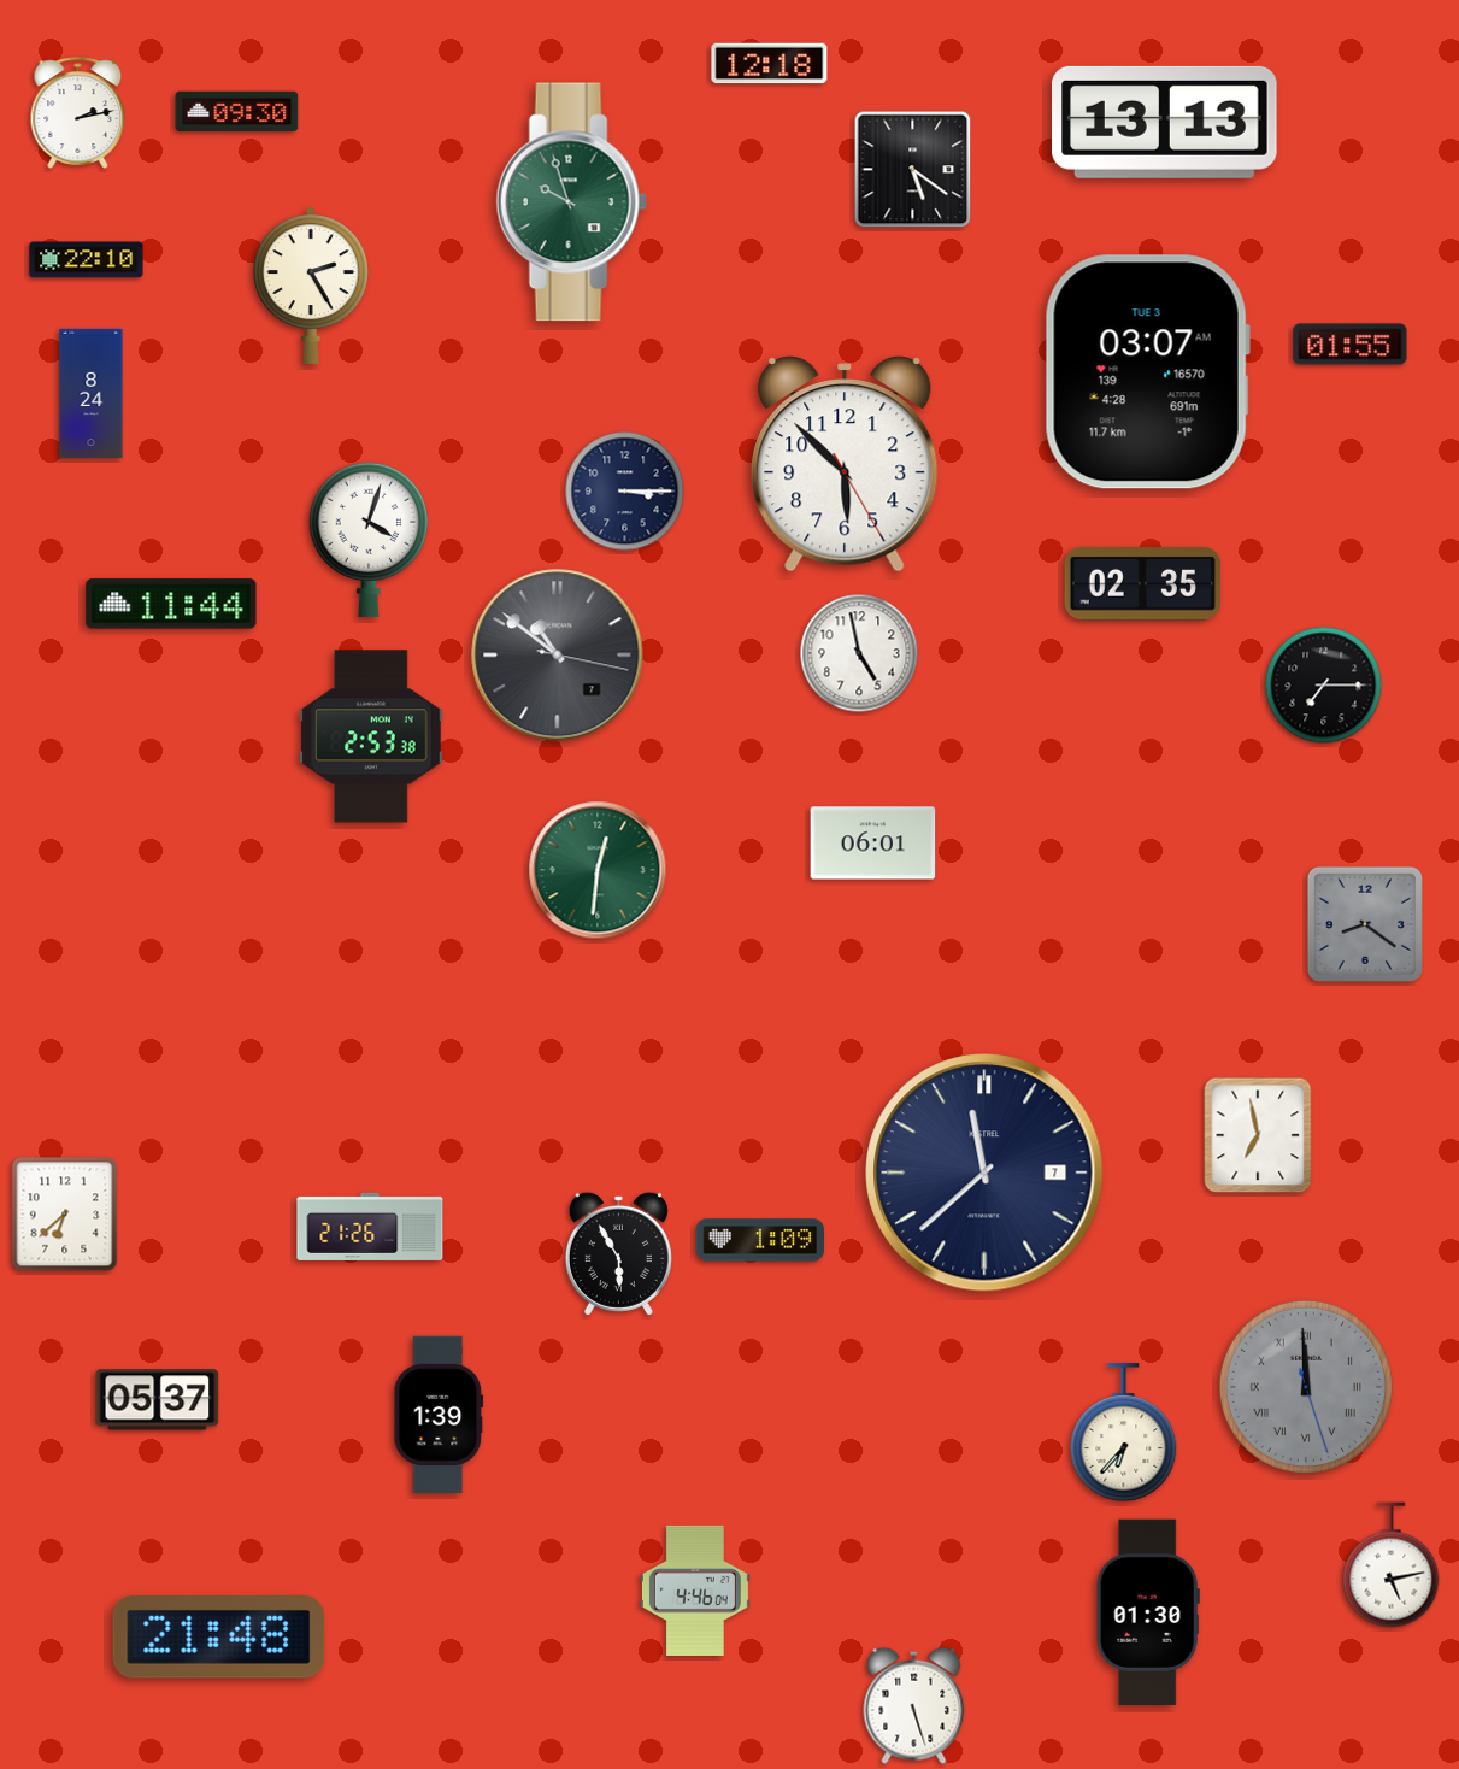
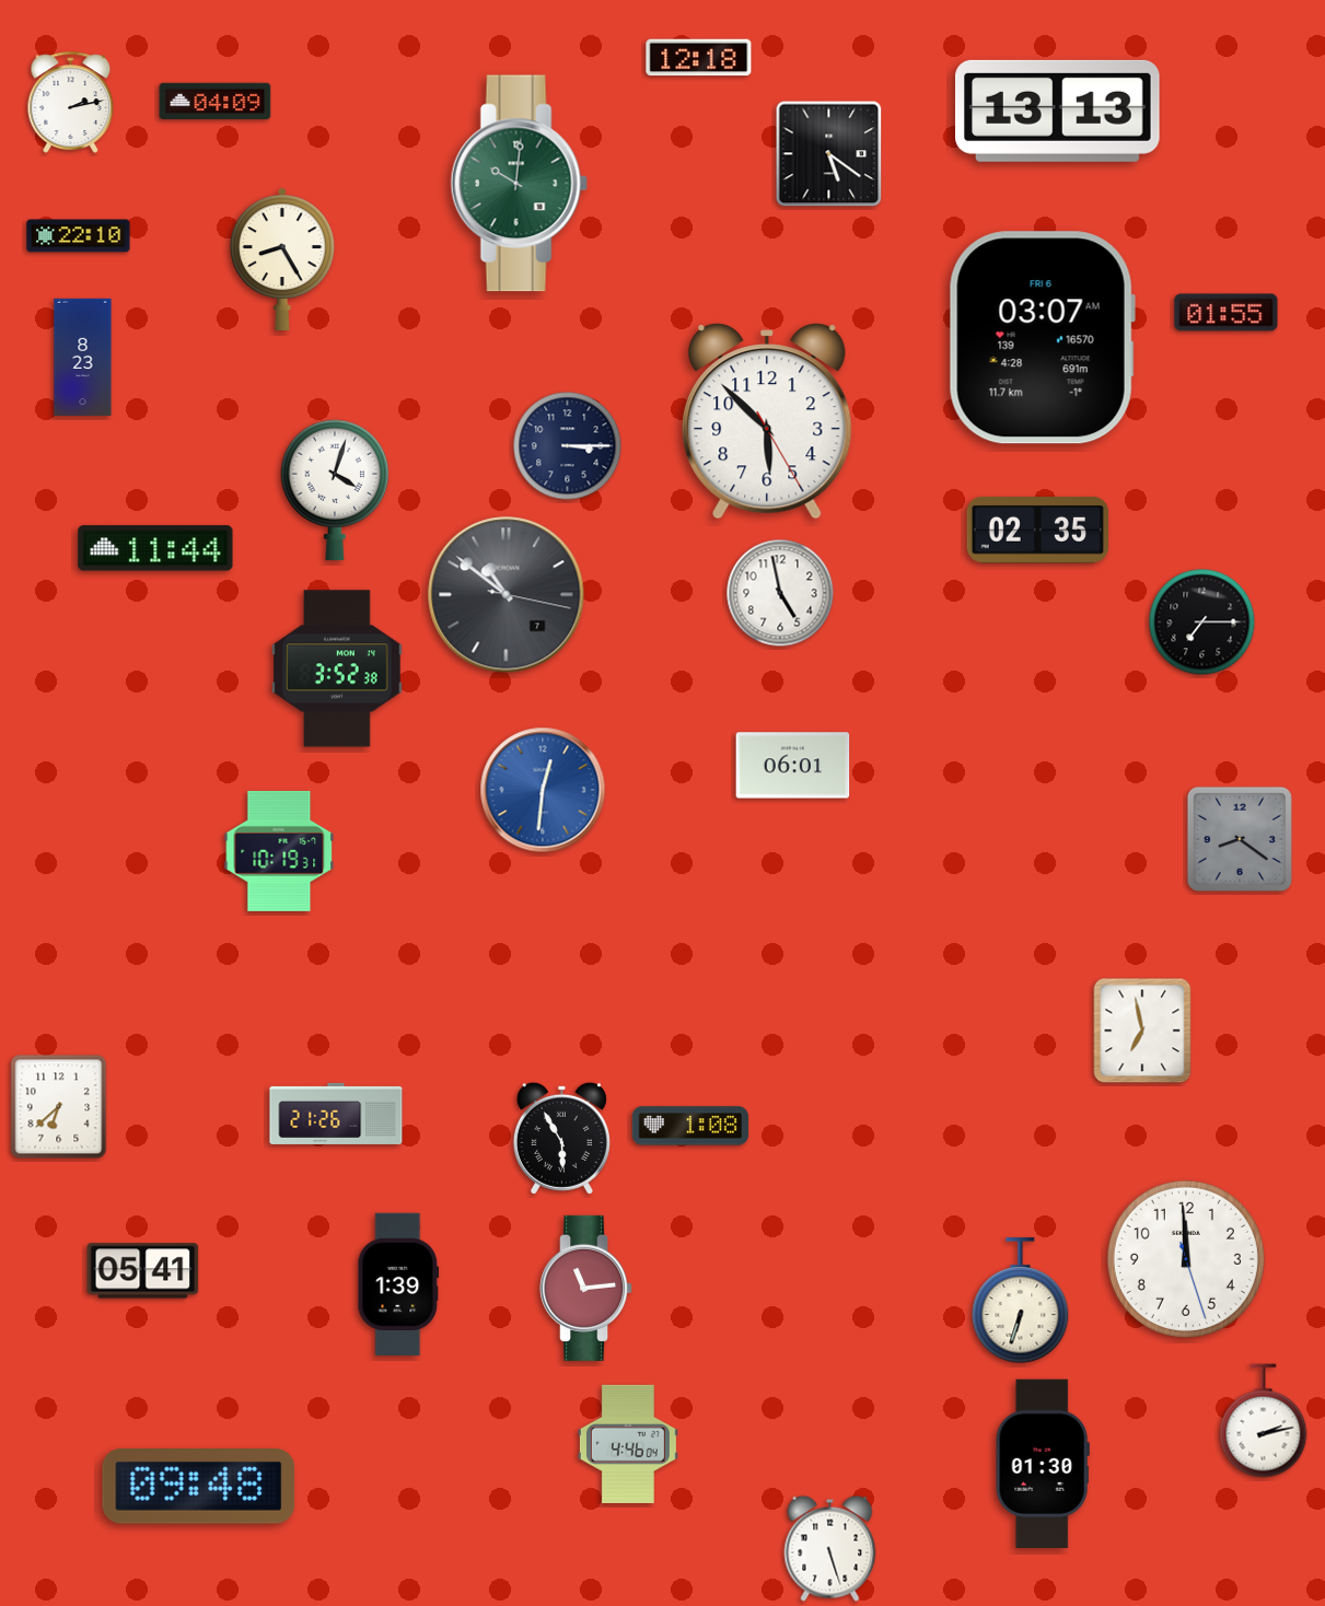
clock at (237, 112): 09:30 -> 04:09
clock at (571, 202): 9:57 -> 10:01
clock at (311, 284): 2:25 -> 8:25
clock at (1147, 372) date: TUE 3 -> FRI 6
clock at (92, 393): 8:24 -> 8:23
clock at (371, 736): 2:53 -> 3:52
clock at (598, 870) dial: green -> blue
clock at (279, 851): none -> 10:19
clock at (984, 1173): 11:38 -> none
clock at (65, 1215) position: (65, 1215) -> (59, 1107)
clock at (759, 1240): 1:09 -> 1:08
clock at (1306, 1387) dial: grey -> white
clock at (1306, 1387) numerals: Roman -> Arabic
clock at (158, 1400): 05:37 -> 05:41
clock at (586, 1288): none -> 11:14
clock at (1124, 1433): 6:37 -> 6:33
clock at (1392, 1565): 5:13 -> 2:13
clock at (695, 1591) position: (695, 1591) -> (628, 1444)
clock at (219, 1638): 21:48 -> 09:48
